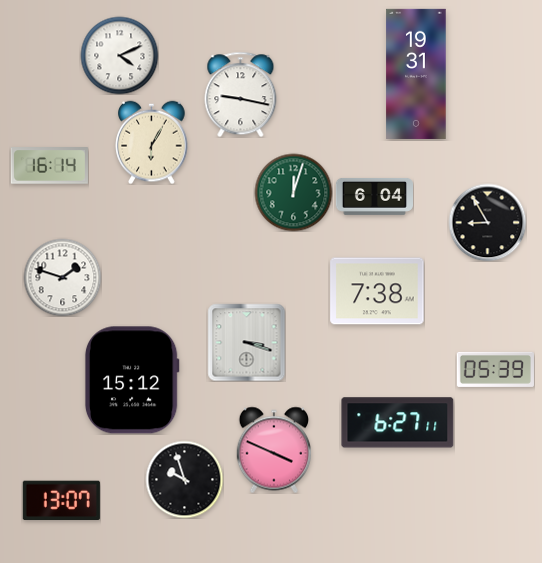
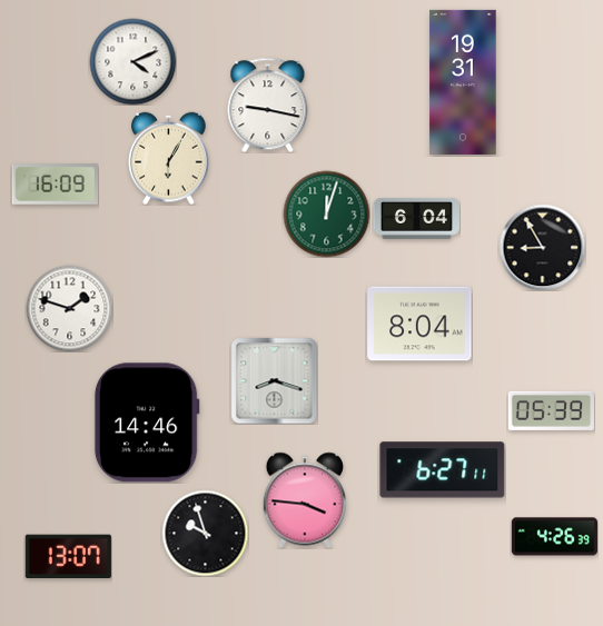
clock at (49, 166): 16:14 -> 16:09
clock at (377, 291): 7:38 -> 8:04
clock at (246, 342): 3:18 -> 8:18
clock at (132, 380): 15:12 -> 14:46
clock at (273, 450): 3:49 -> 3:46
clock at (554, 537): none -> 4:26
